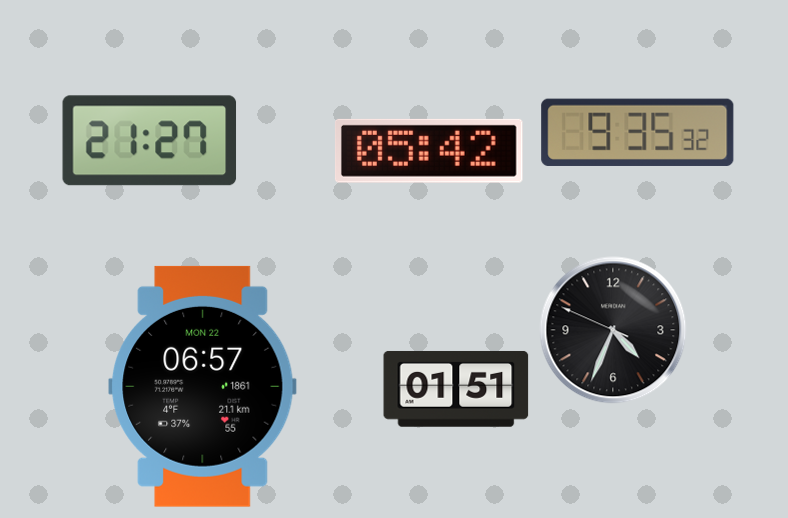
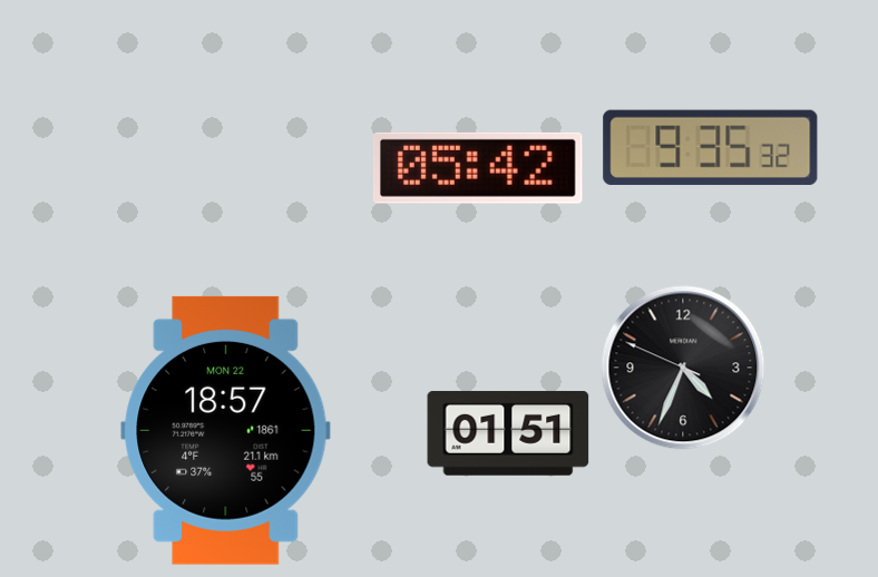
clock at (150, 141): 21:27 -> none
clock at (203, 386): 06:57 -> 18:57
